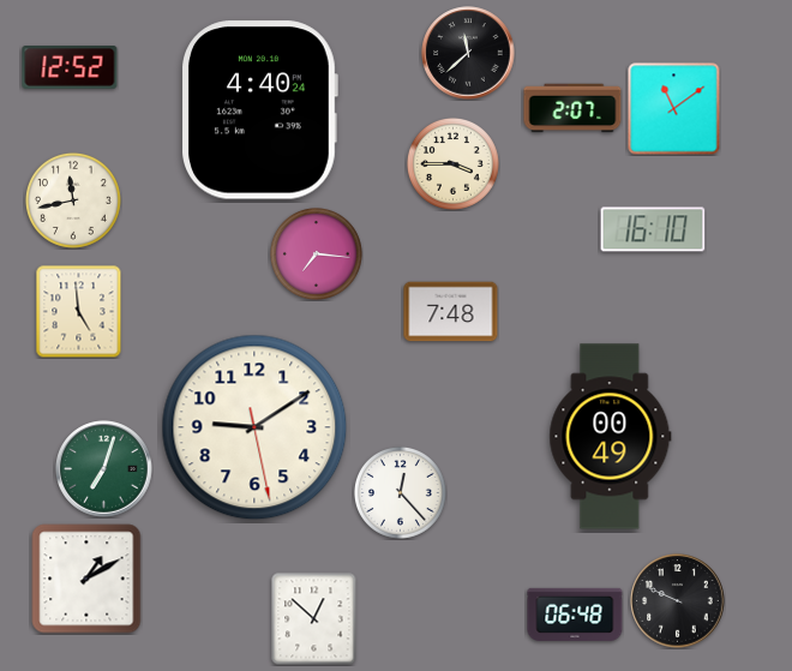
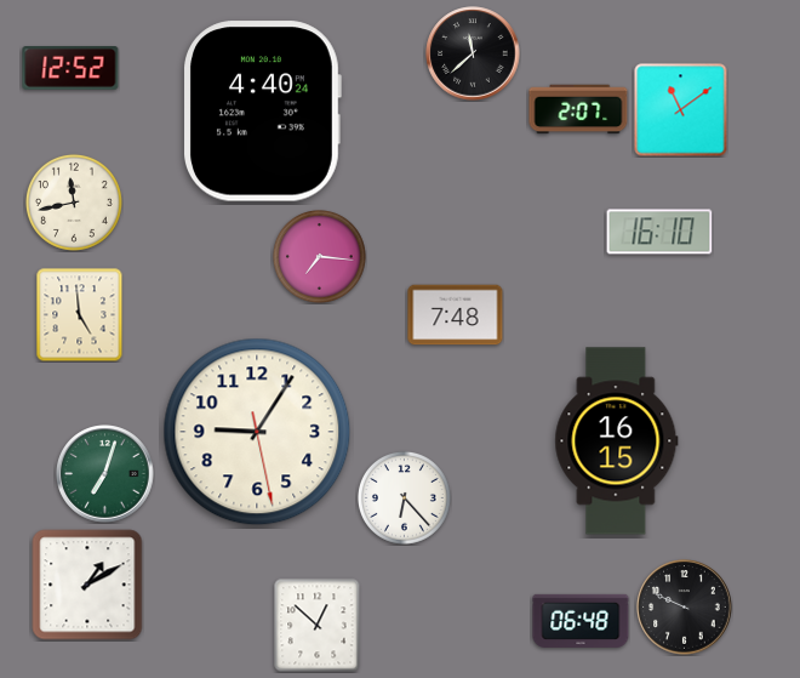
clock at (452, 163): 3:45 -> none
clock at (254, 427): 9:09 -> 9:05
clock at (611, 437): 00:49 -> 16:15
clock at (400, 492): 12:23 -> 6:23
